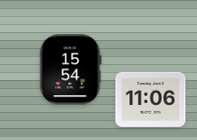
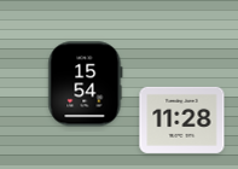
clock at (151, 99): 11:06 -> 11:28
